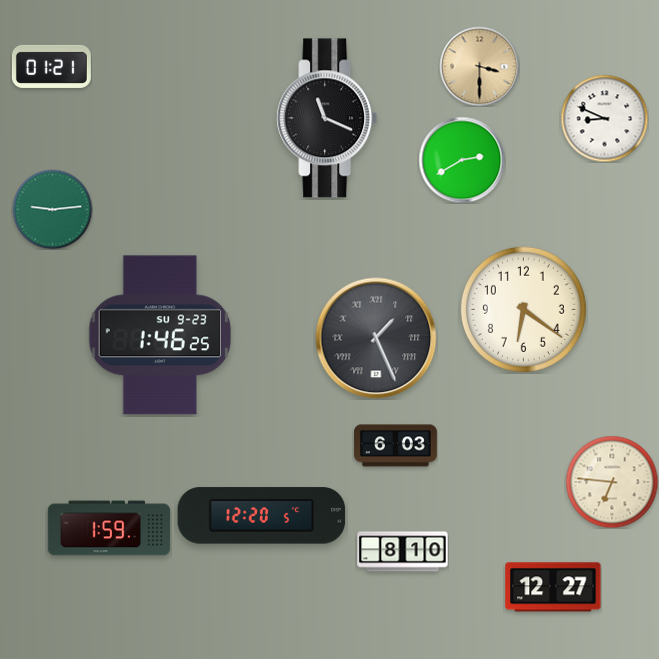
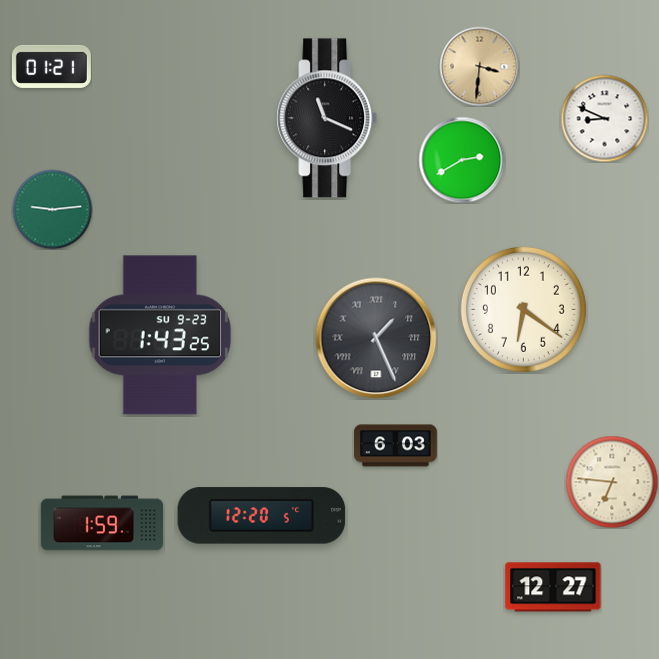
clock at (479, 66): 3:30 -> 3:31
clock at (160, 335): 1:46 -> 1:43
clock at (109, 528) position: (109, 528) -> (102, 523)
clock at (403, 552): 8:10 -> none
